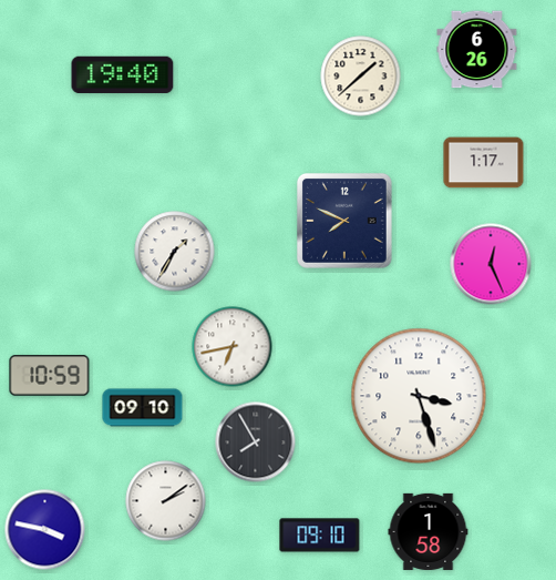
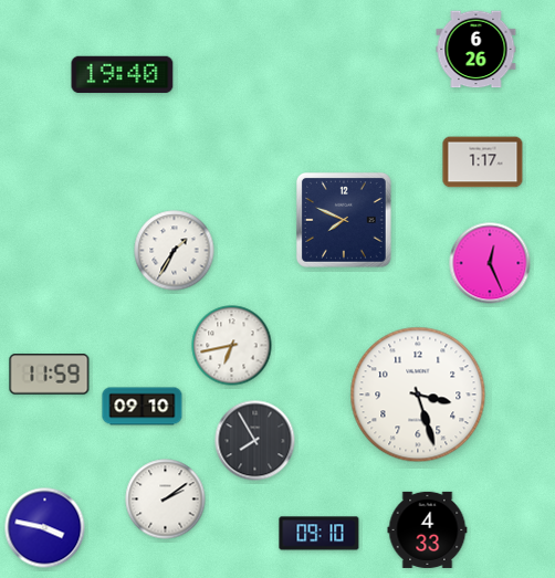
clock at (361, 77): 1:38 -> none
clock at (50, 376): 10:59 -> 11:59
clock at (429, 531): 1:58 -> 4:33
